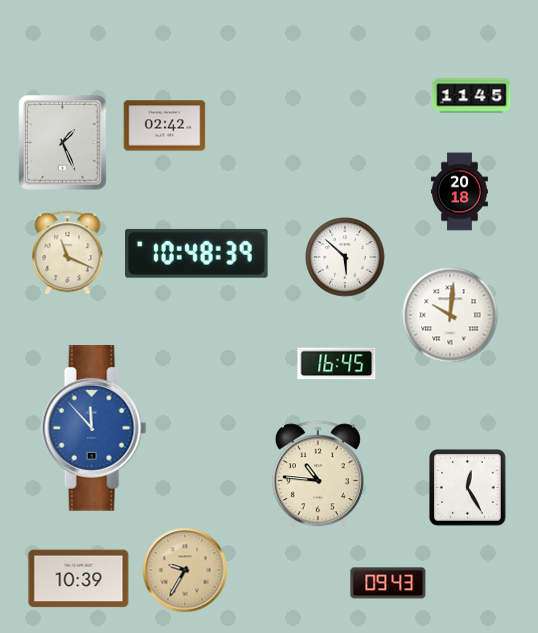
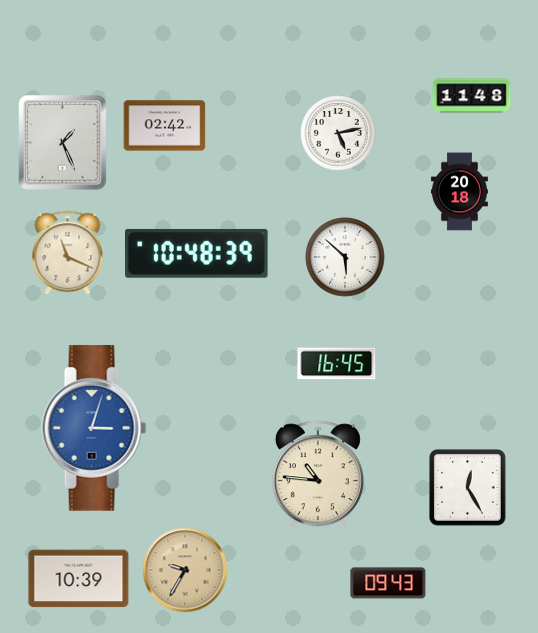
clock at (472, 96): 11:45 -> 11:48
clock at (338, 133): none -> 5:13
clock at (450, 315): 10:01 -> none
clock at (94, 428): 11:53 -> 3:03
